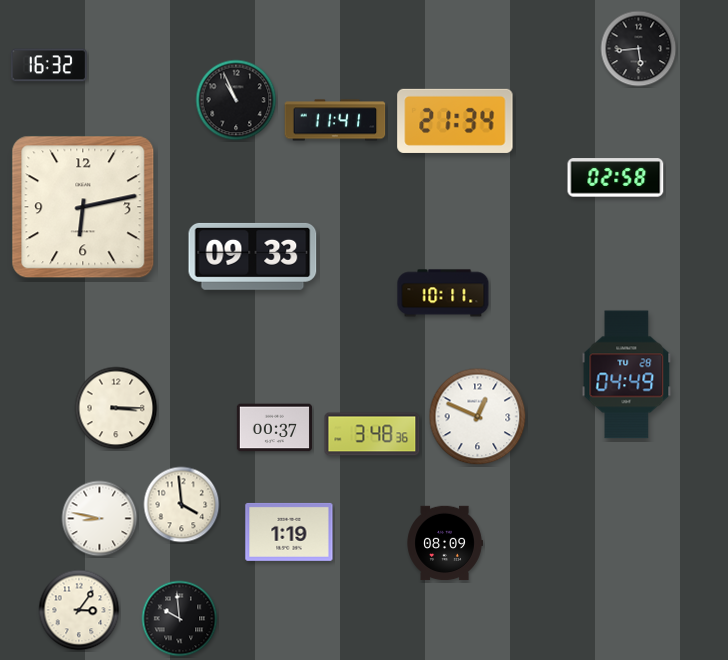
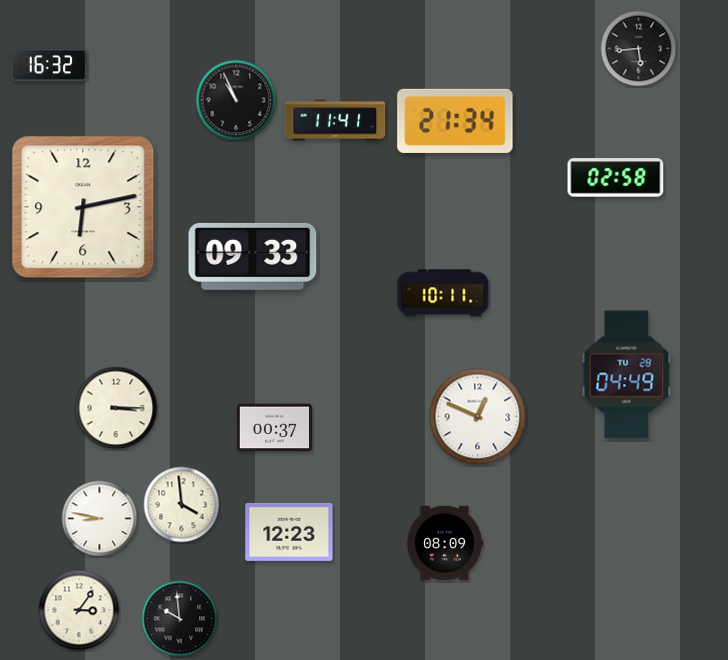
clock at (372, 434): 3:48 -> none
clock at (289, 532): 1:19 -> 12:23
